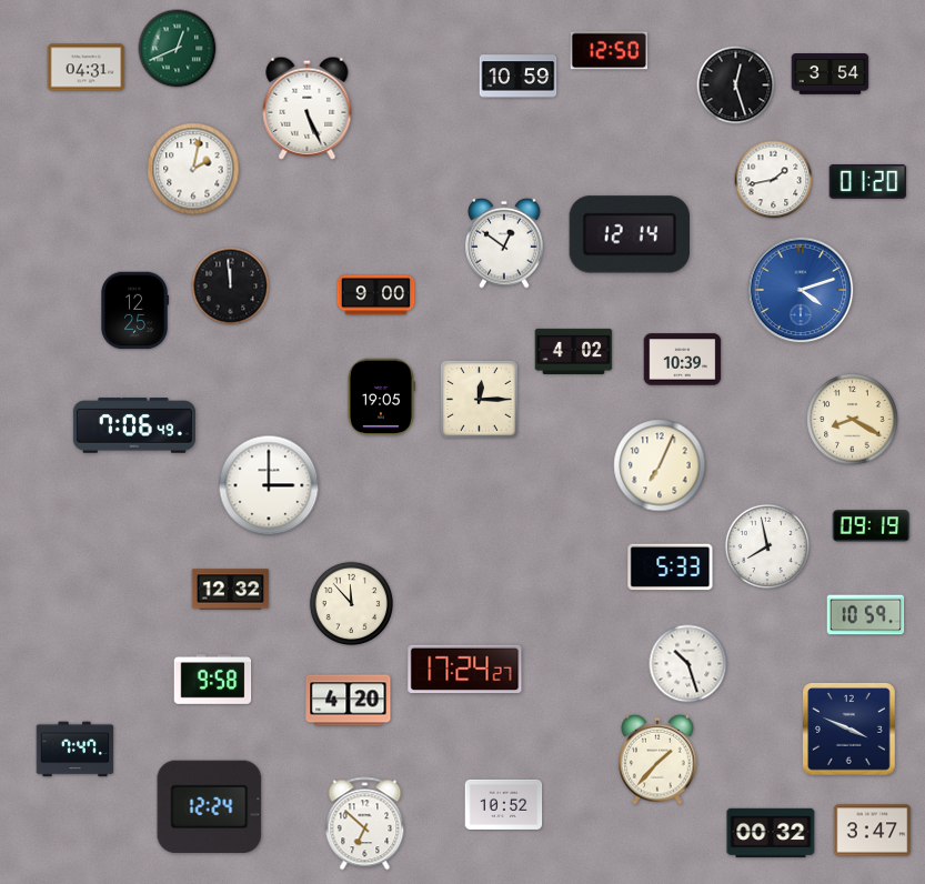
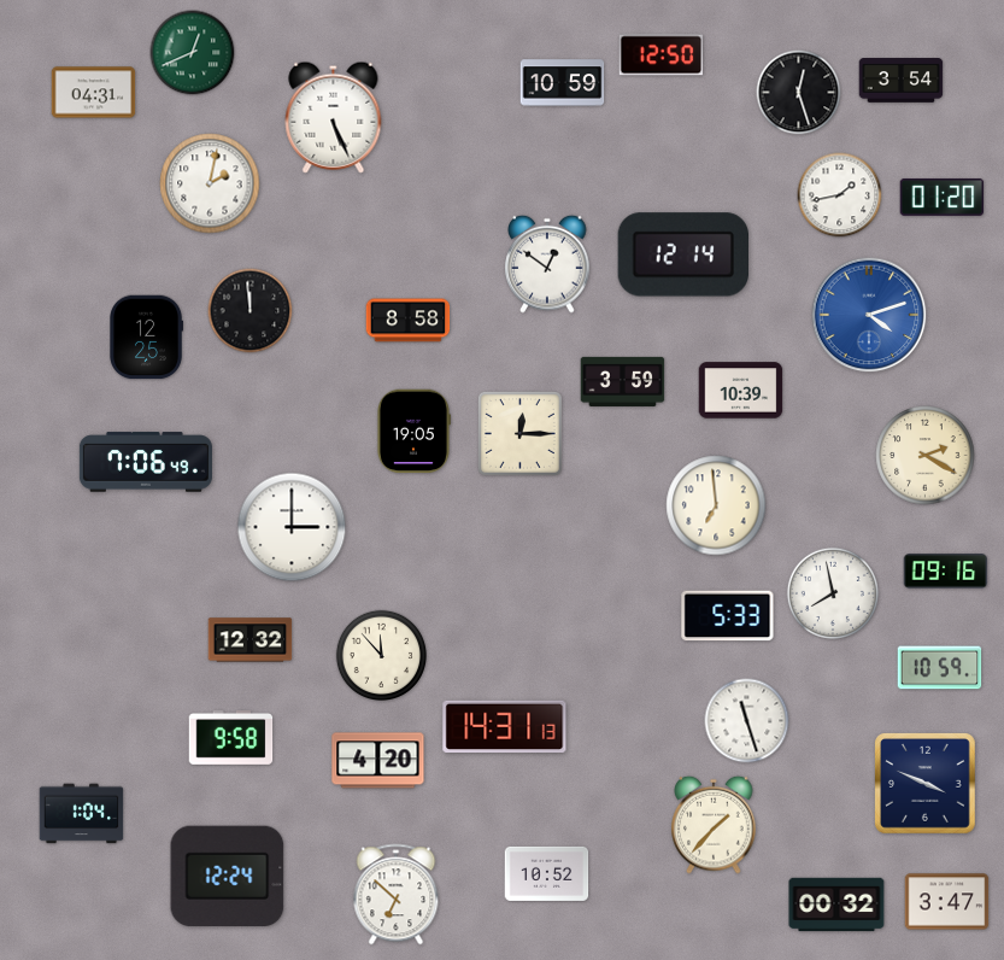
clock at (87, 68) position: (87, 68) -> (94, 93)
clock at (376, 295): 9:00 -> 8:58
clock at (574, 351): 4:02 -> 3:59
clock at (853, 420): 8:20 -> 2:20
clock at (660, 465): 7:04 -> 6:59
clock at (872, 526): 09:19 -> 09:16
clock at (688, 664): 10:27 -> 11:27
clock at (465, 670): 17:24 -> 14:31
clock at (849, 730) position: (849, 730) -> (926, 784)
clock at (76, 750): 7:47 -> 1:04
